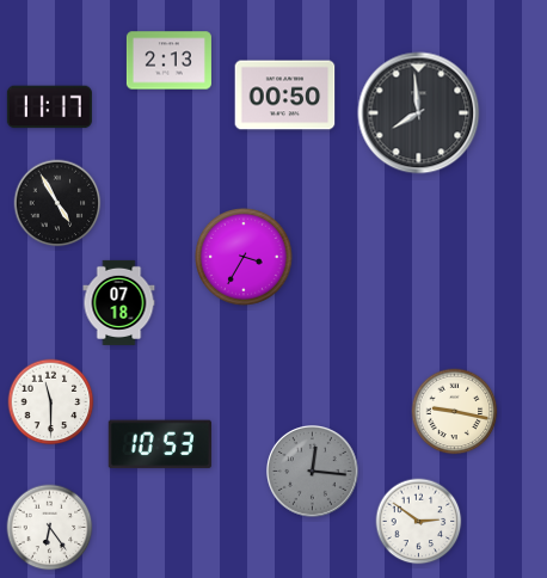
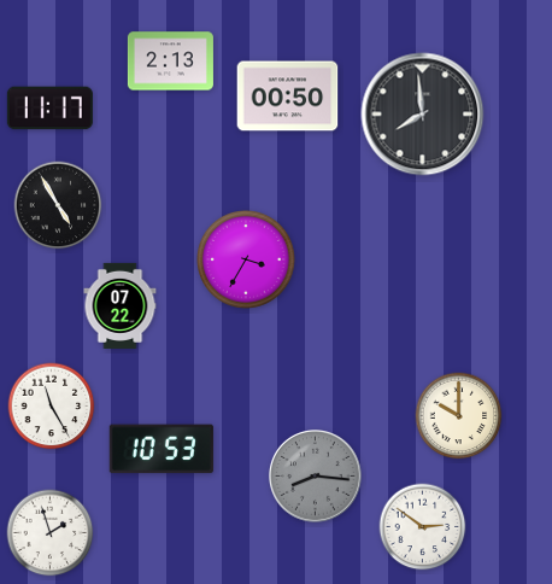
clock at (119, 302): 07:18 -> 07:22
clock at (51, 402): 11:30 -> 11:25
clock at (455, 412): 9:17 -> 10:00
clock at (313, 472): 12:16 -> 8:16
clock at (50, 528): 6:24 -> 1:57
